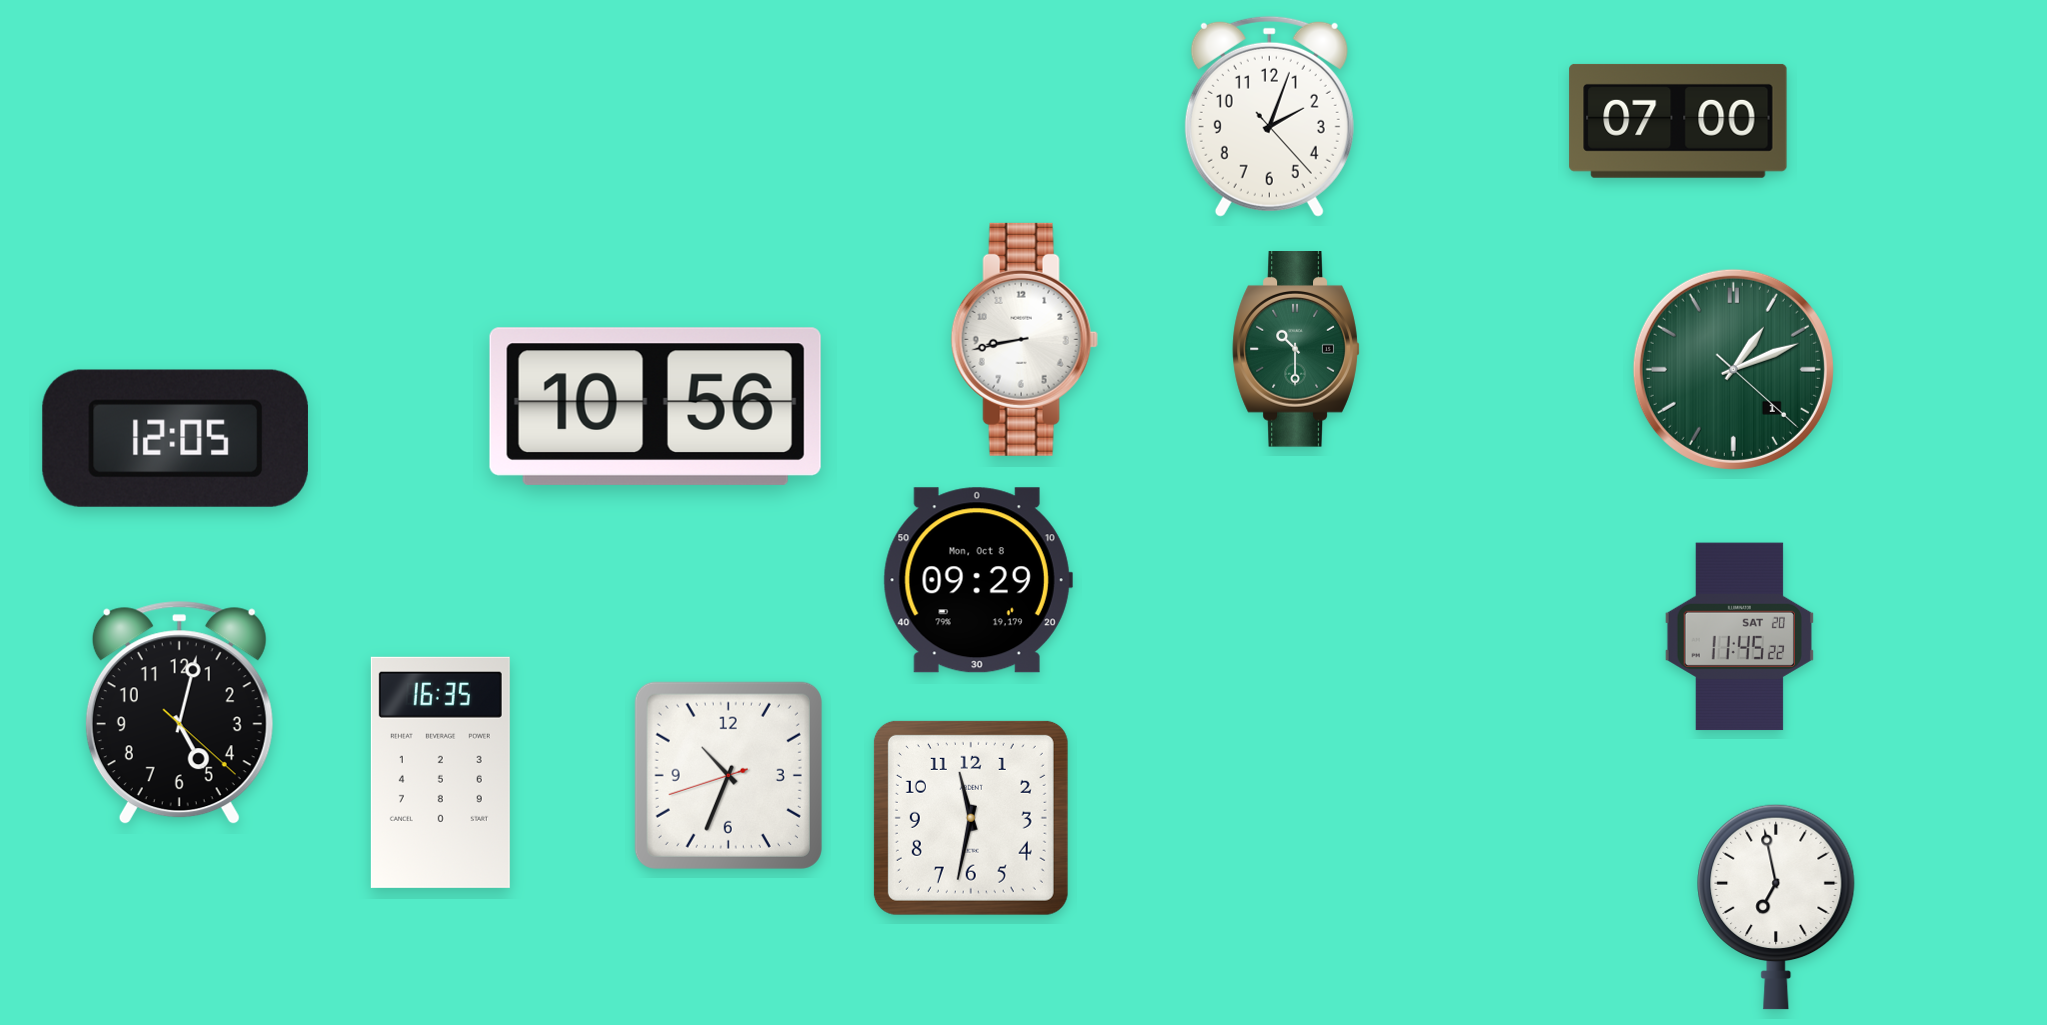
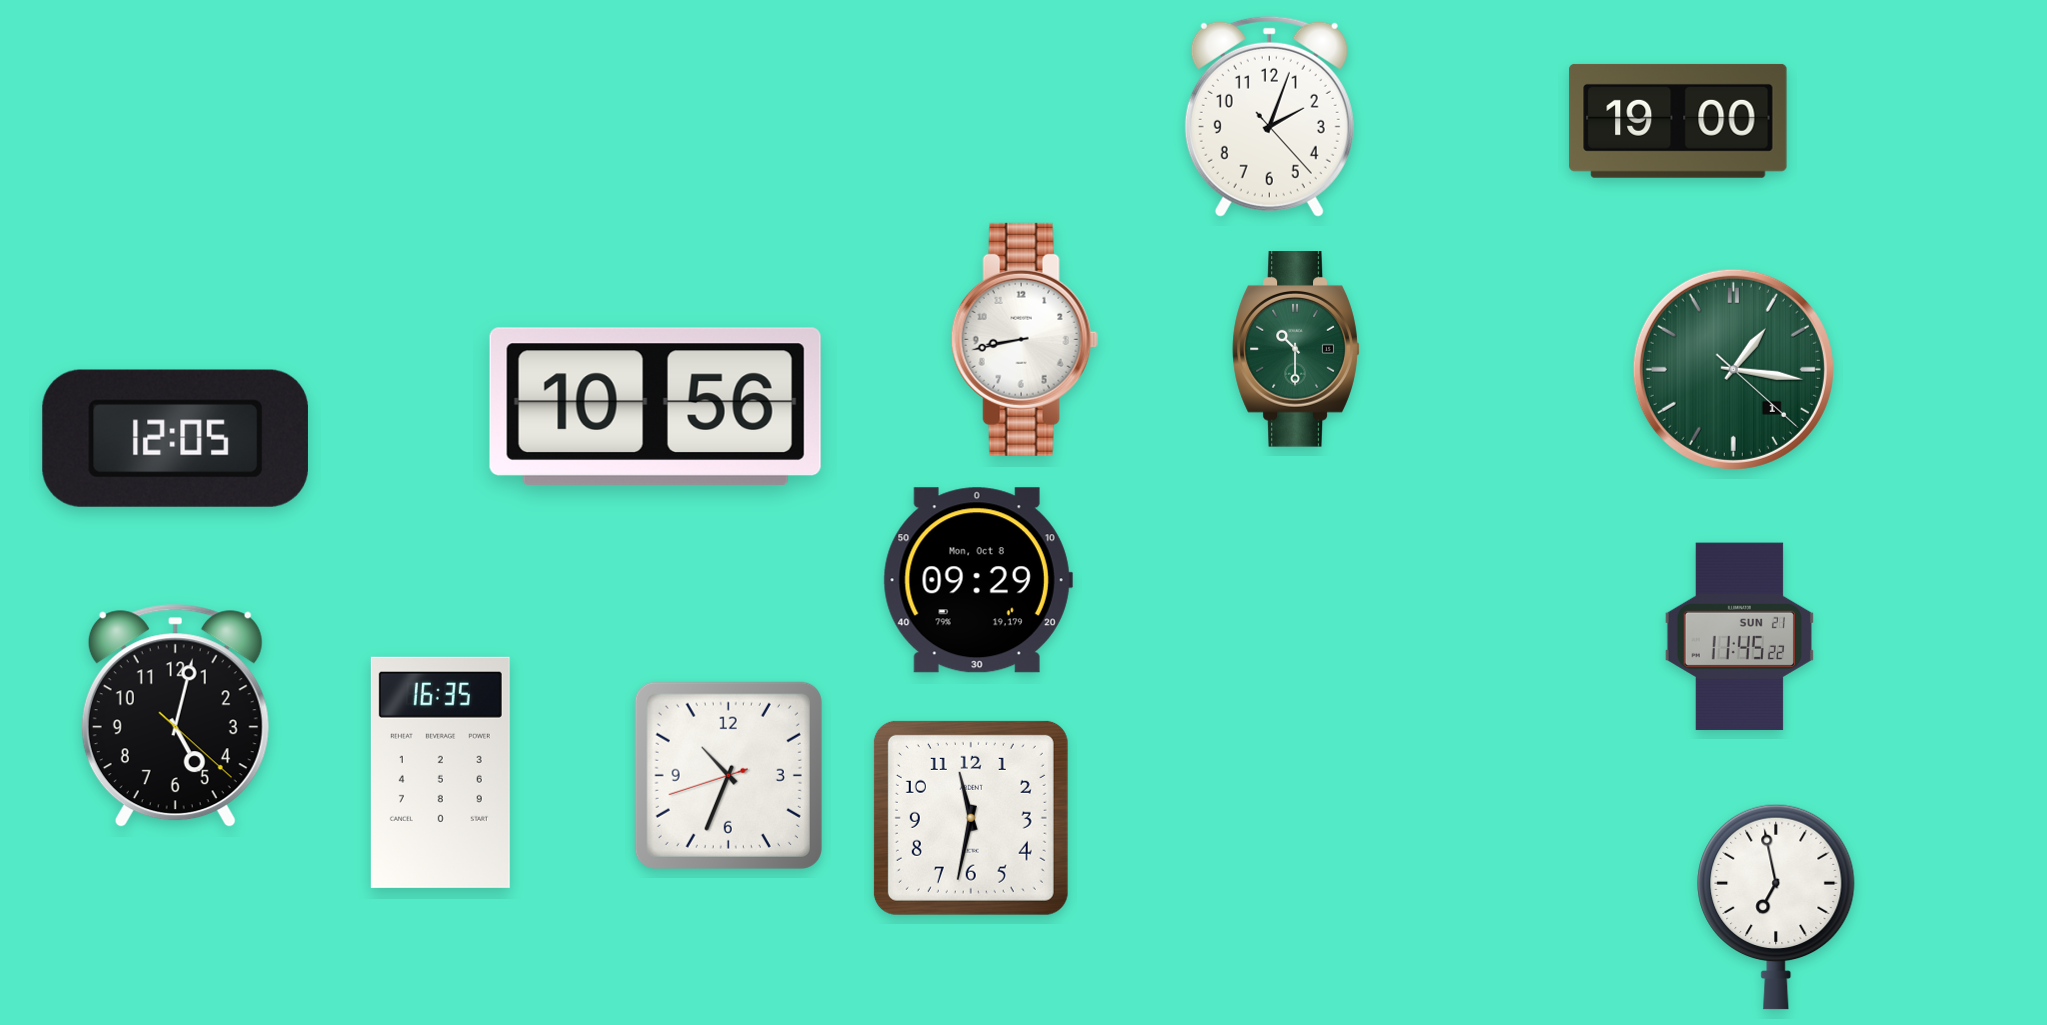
clock at (1678, 121): 07:00 -> 19:00
clock at (1733, 369): 1:11 -> 1:16
clock at (1739, 637) date: SAT 20 -> SUN 21
clock at (179, 713) position: (179, 713) -> (175, 716)
